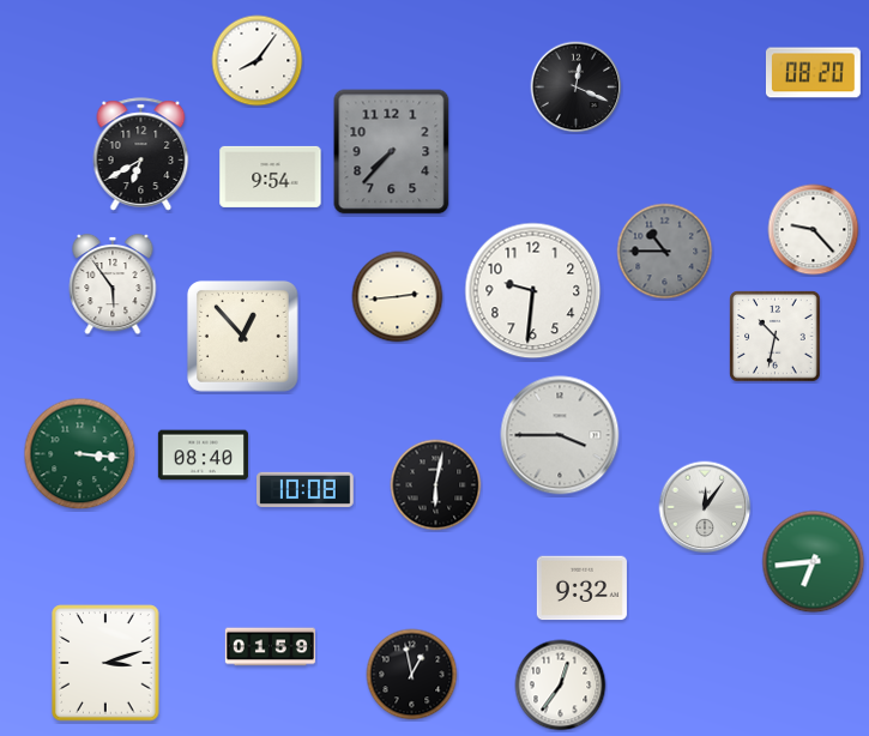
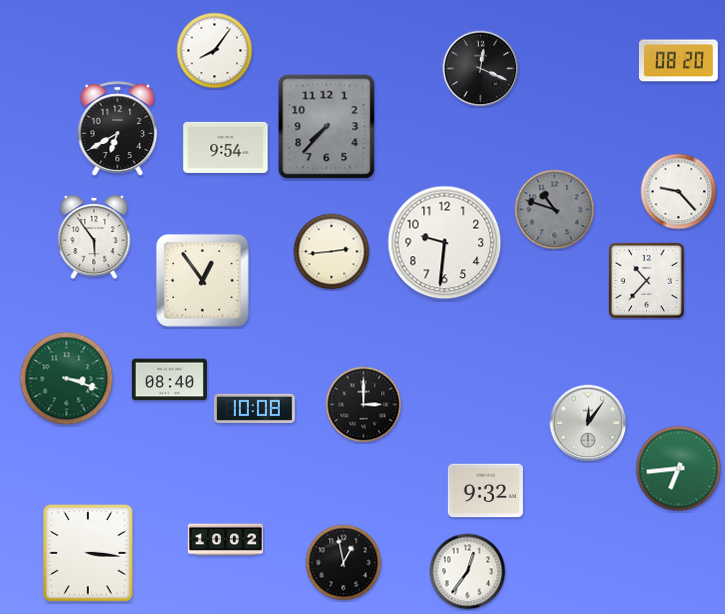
clock at (577, 88) position: (577, 88) -> (481, 69)
clock at (665, 252): 10:45 -> 10:48
clock at (398, 297) position: (398, 297) -> (332, 252)
clock at (242, 336): 12:53 -> 12:54
clock at (776, 337): 10:32 -> 10:37
clock at (560, 435): 3:45 -> none
clock at (80, 454): 3:16 -> 3:18
clock at (436, 485): 6:02 -> 3:00
clock at (270, 647): 01:59 -> 10:02
clock at (105, 663): 3:12 -> 3:16
